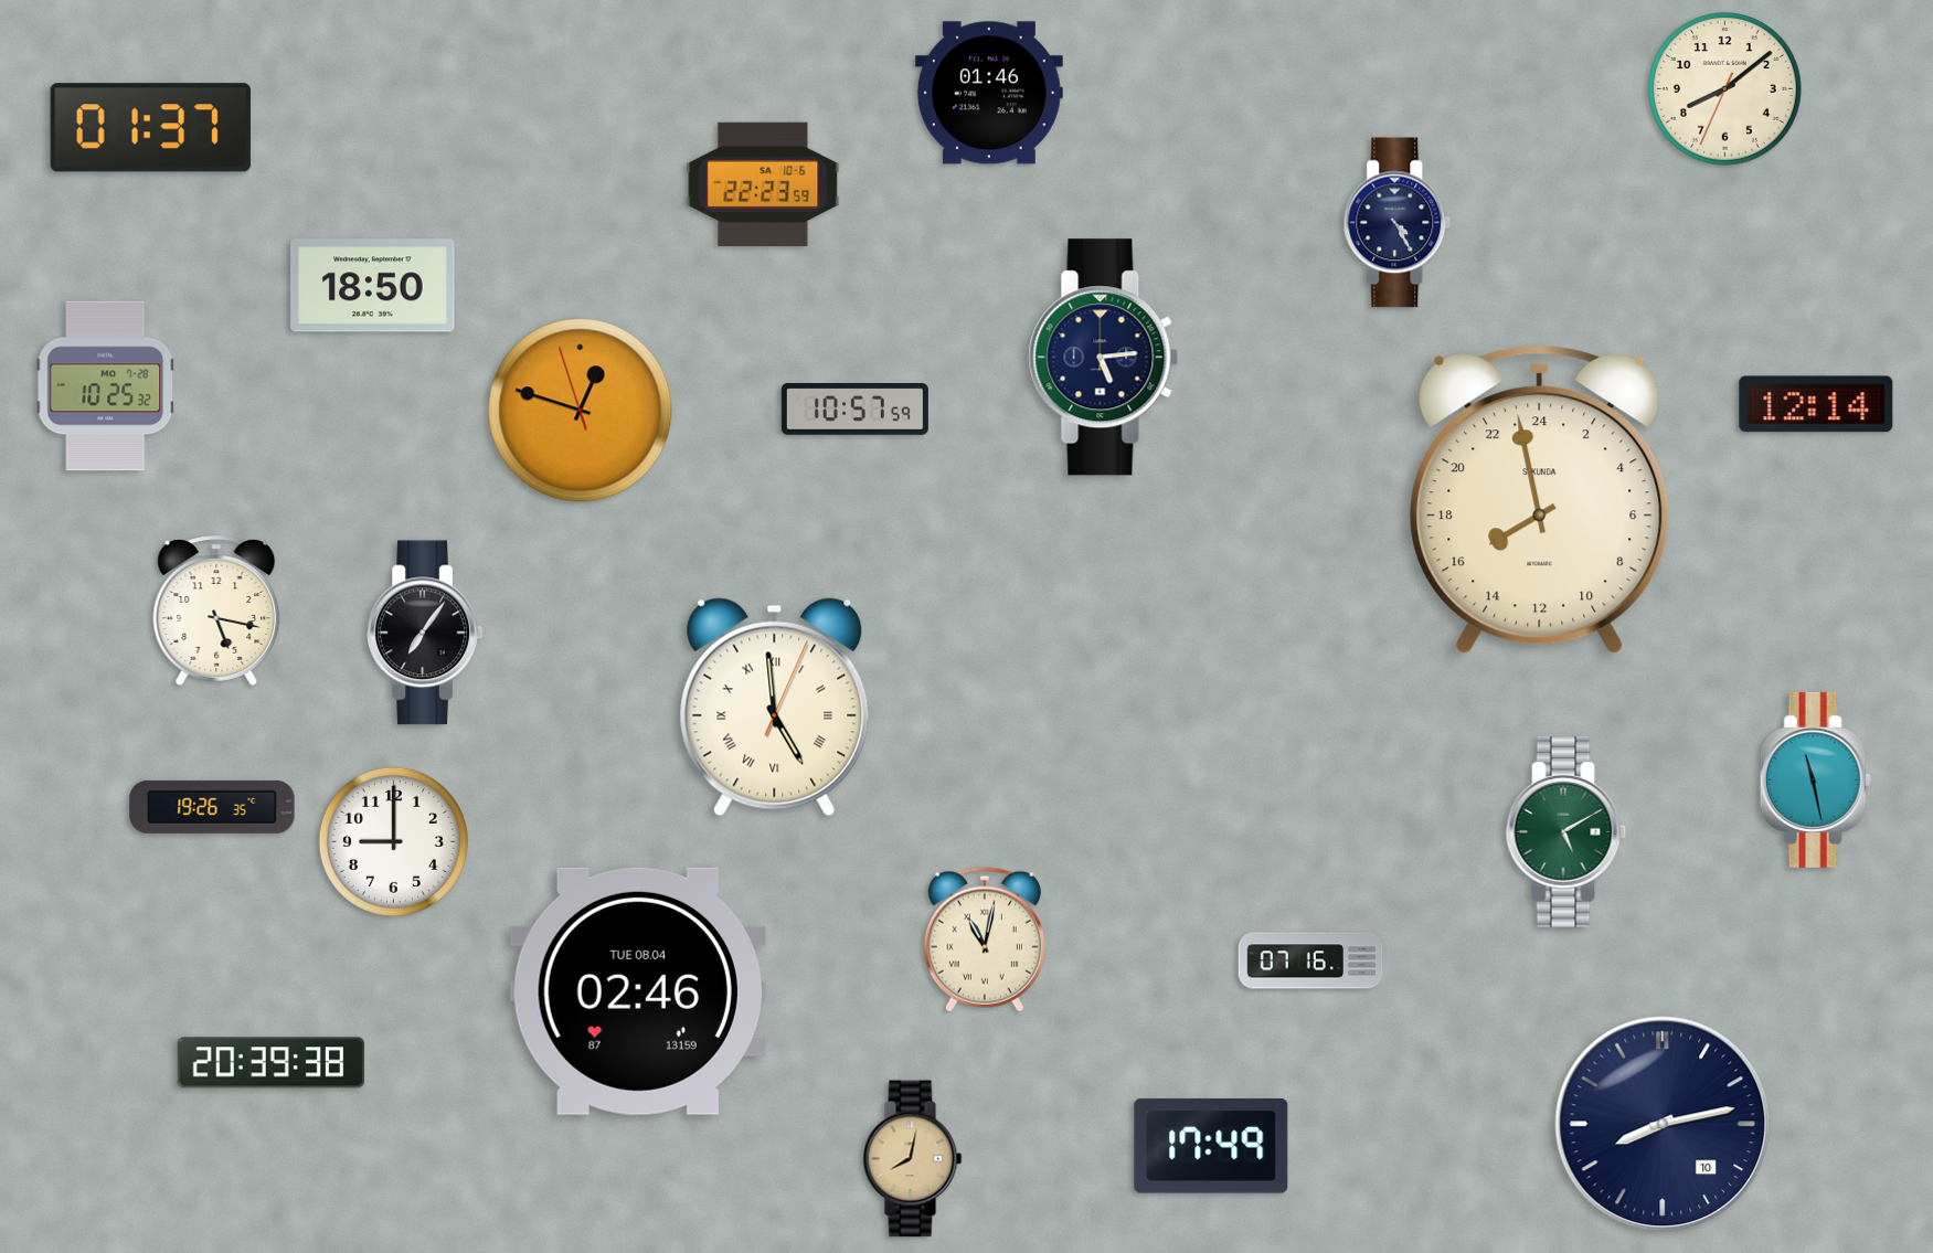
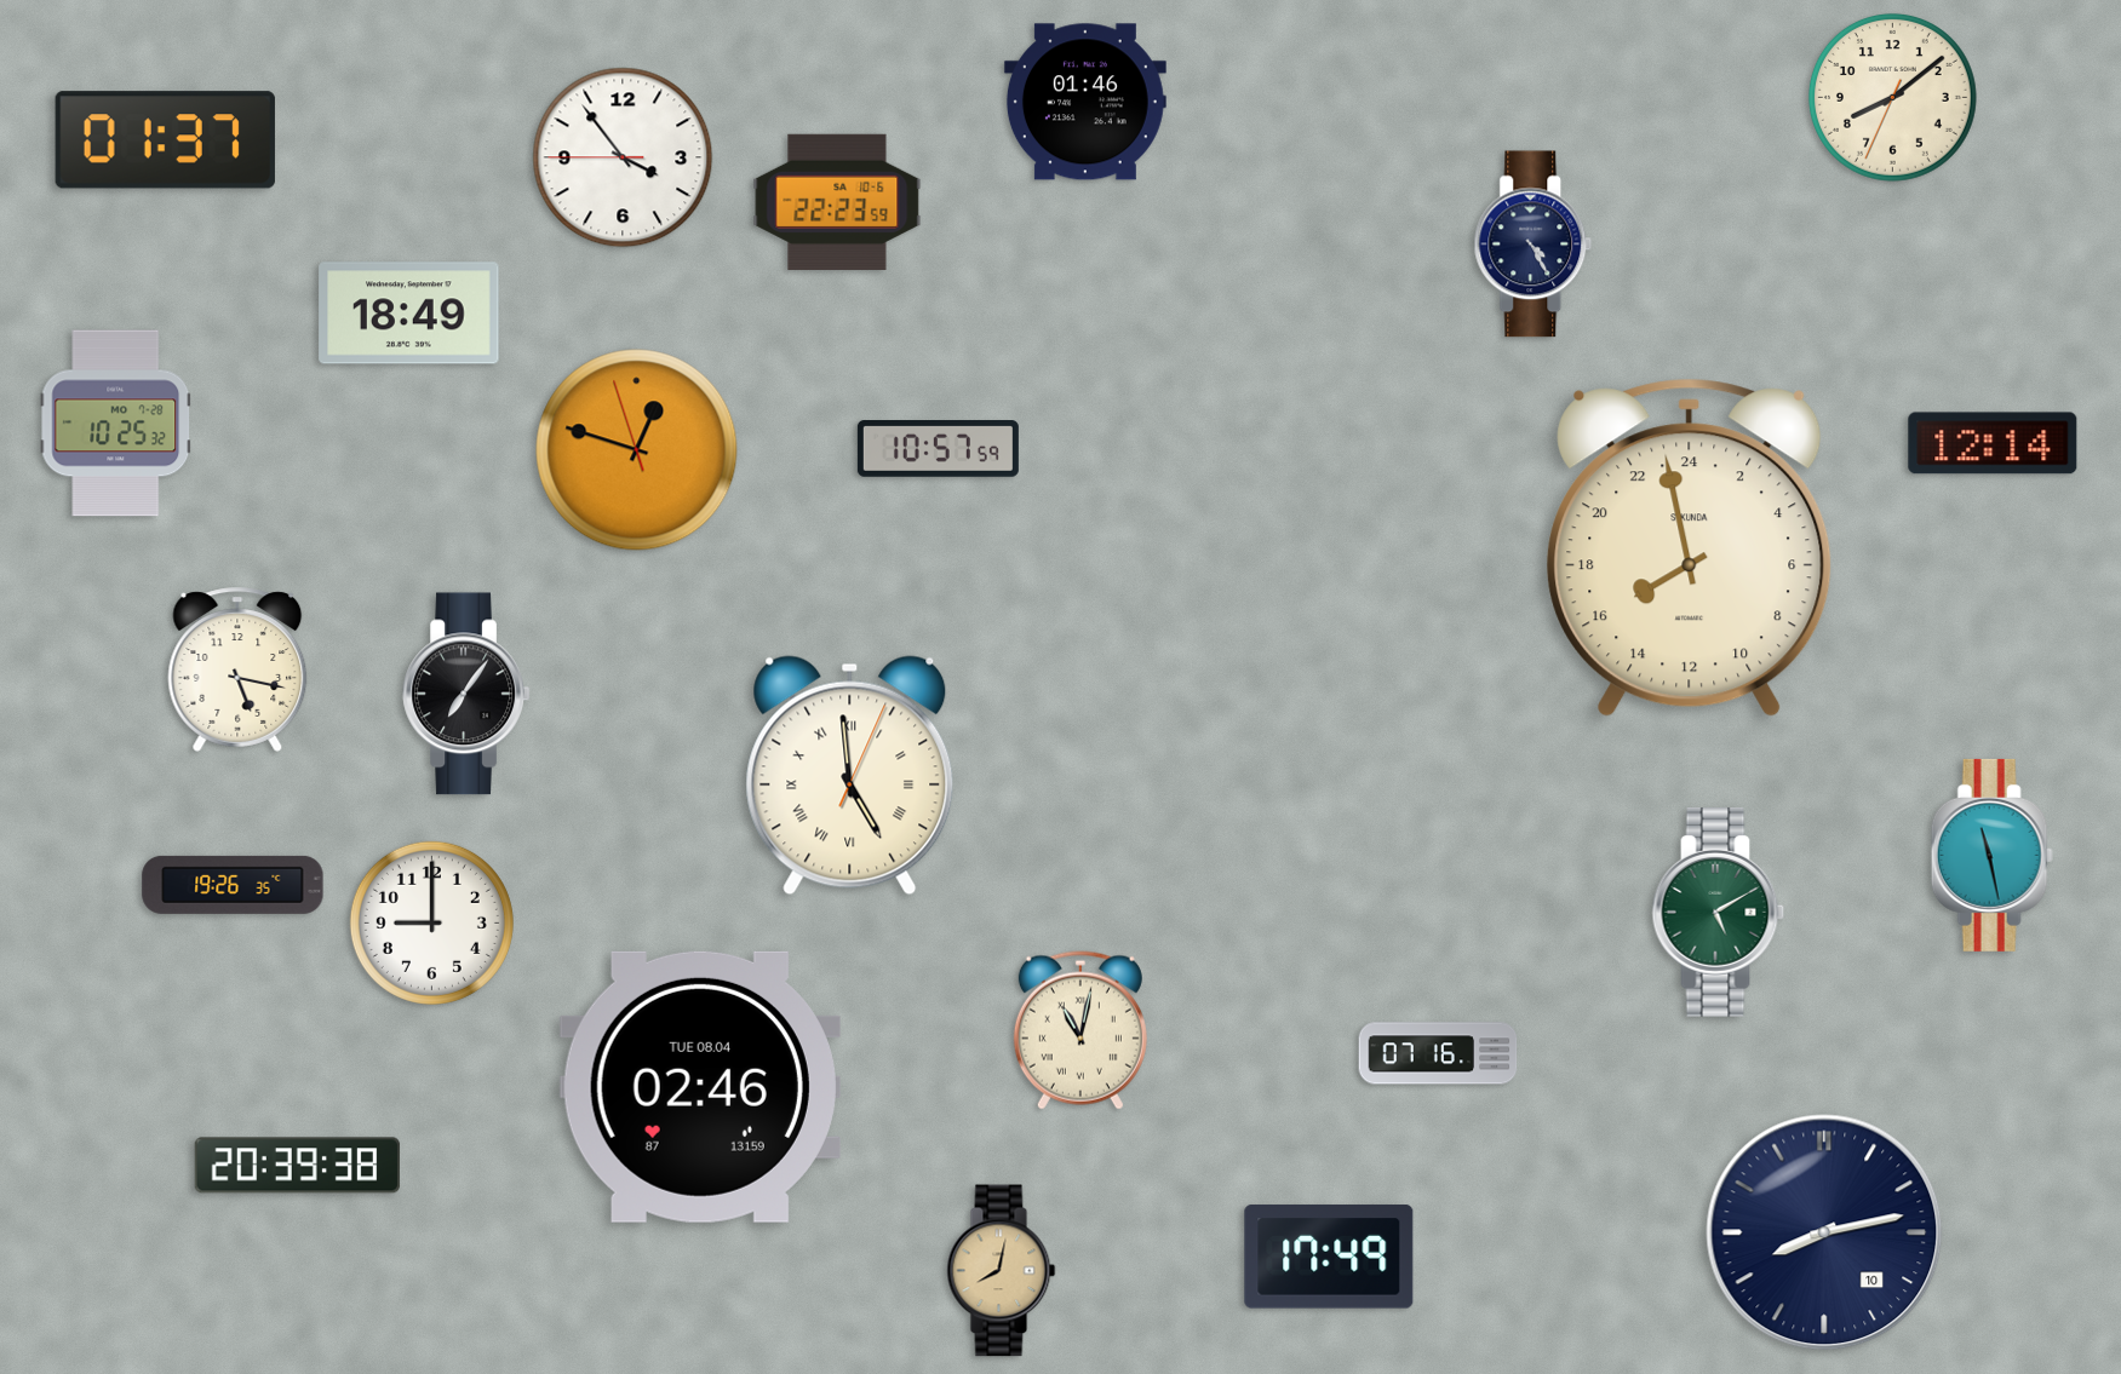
clock at (623, 157): none -> 3:53
clock at (373, 286): 18:50 -> 18:49
clock at (1104, 358): 5:14 -> none
